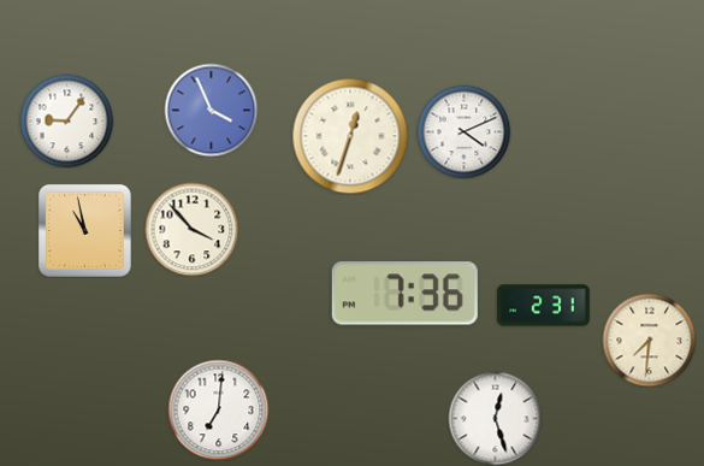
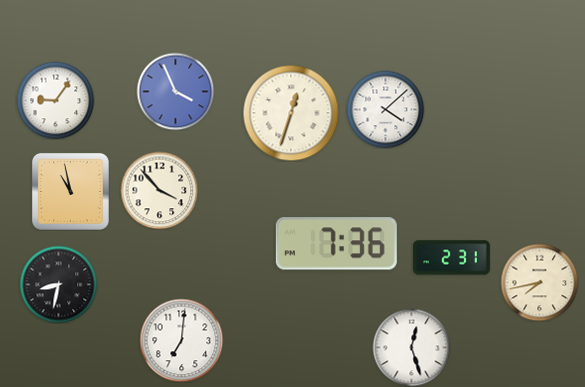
clock at (463, 131): 4:11 -> 4:08
clock at (544, 306) position: (544, 306) -> (452, 258)
clock at (649, 340): 7:31 -> 7:43
clock at (58, 284): none -> 8:32
